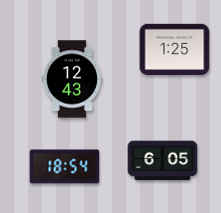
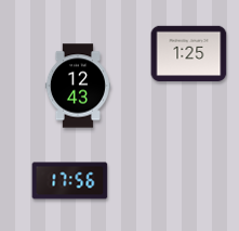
clock at (163, 161): 6:05 -> none
clock at (65, 167): 18:54 -> 17:56
